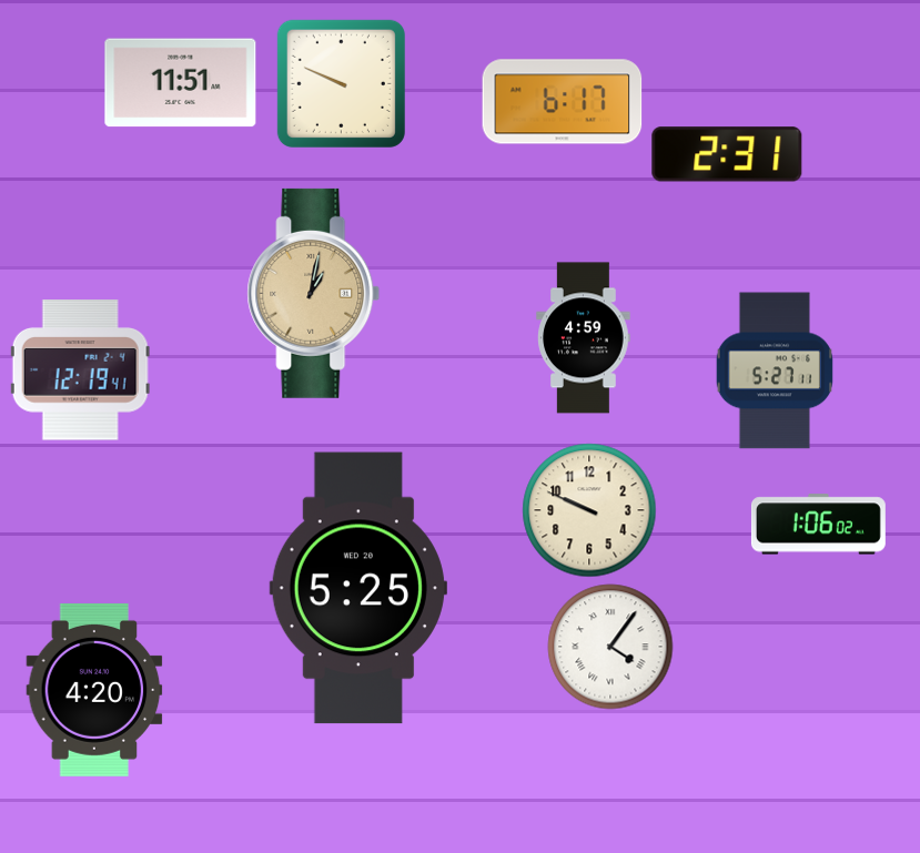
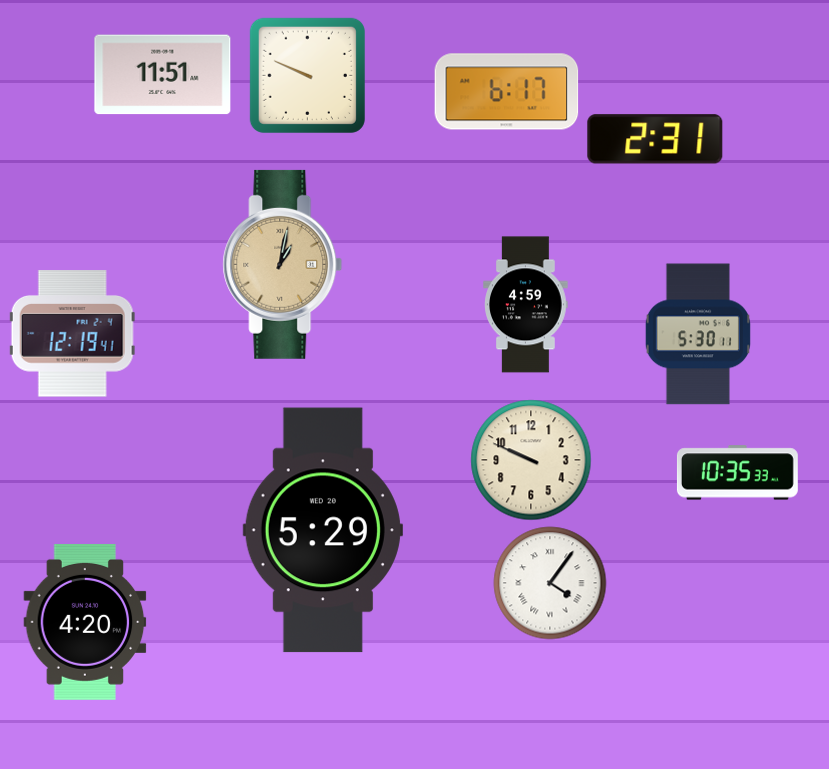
clock at (775, 370): 5:27 -> 5:30
clock at (818, 525): 1:06 -> 10:35
clock at (358, 588): 5:25 -> 5:29
